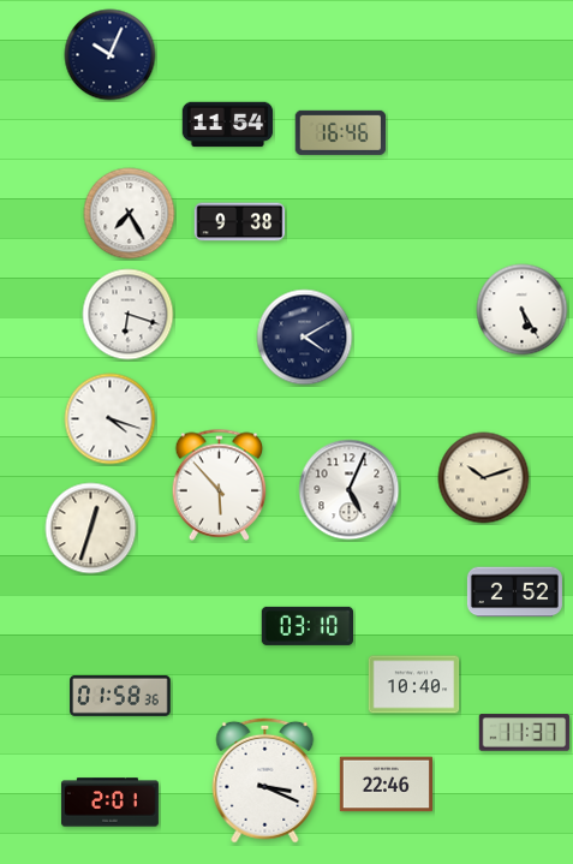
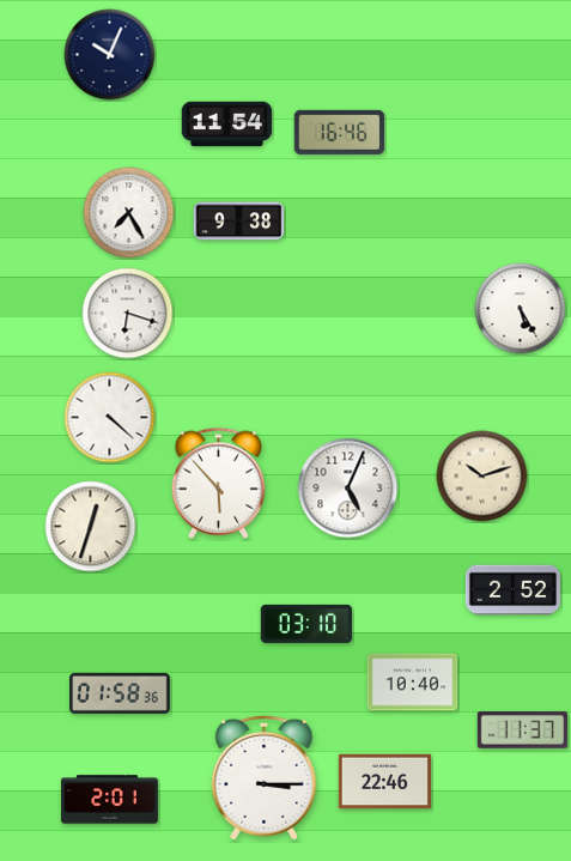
clock at (305, 338): 4:10 -> none
clock at (111, 419): 4:18 -> 4:22
clock at (265, 780): 3:19 -> 3:15
